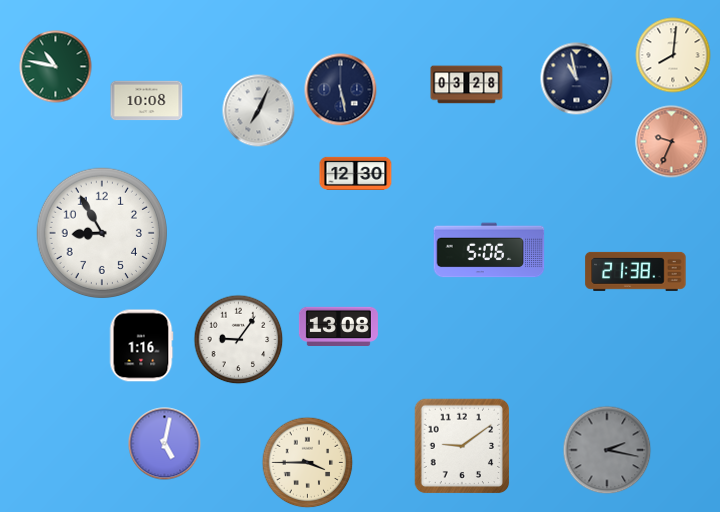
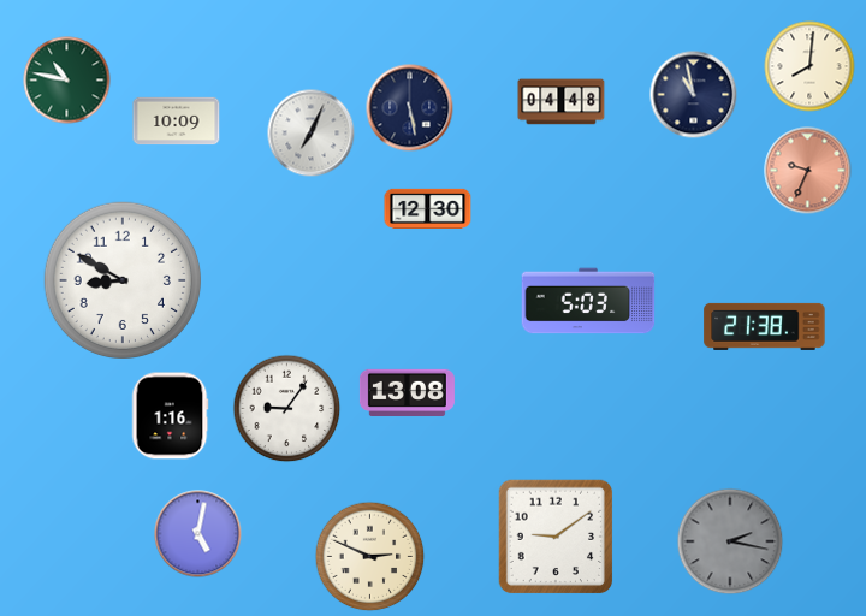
clock at (467, 85): 03:28 -> 04:48
clock at (147, 101): 10:08 -> 10:09
clock at (101, 232): 8:55 -> 8:50
clock at (489, 250): 5:06 -> 5:03
clock at (308, 463): 3:45 -> 2:49
